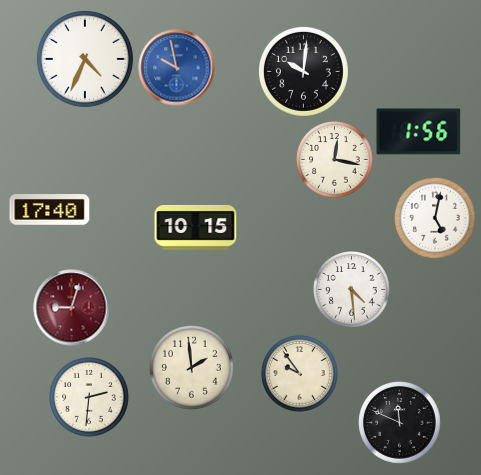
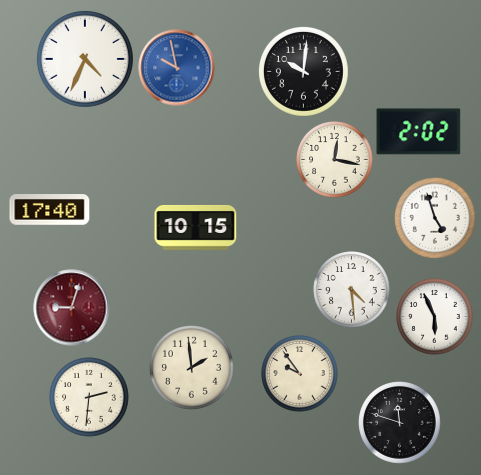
clock at (419, 132): 1:56 -> 2:02
clock at (436, 219): 5:02 -> 4:57
clock at (435, 317): none -> 5:56
clock at (400, 423): 11:49 -> 11:48
